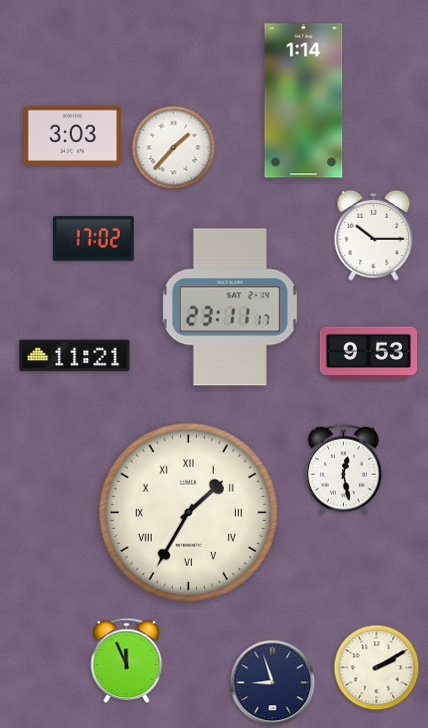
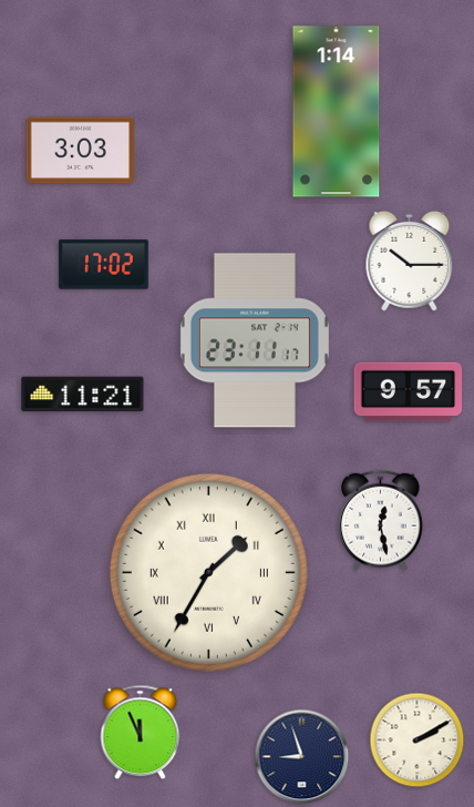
clock at (174, 148): 1:37 -> none
clock at (374, 235) position: (374, 235) -> (410, 261)
clock at (369, 354): 9:53 -> 9:57
clock at (188, 512) position: (188, 512) -> (208, 572)
